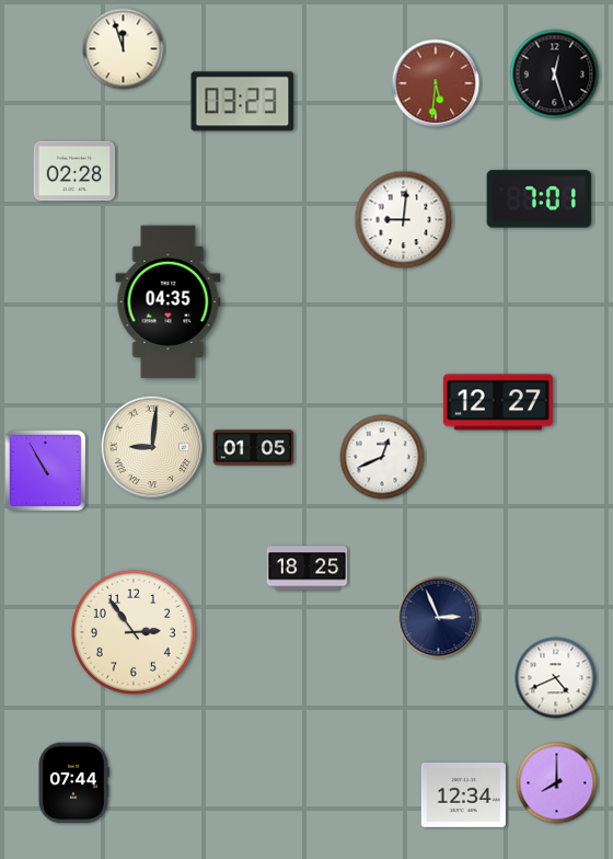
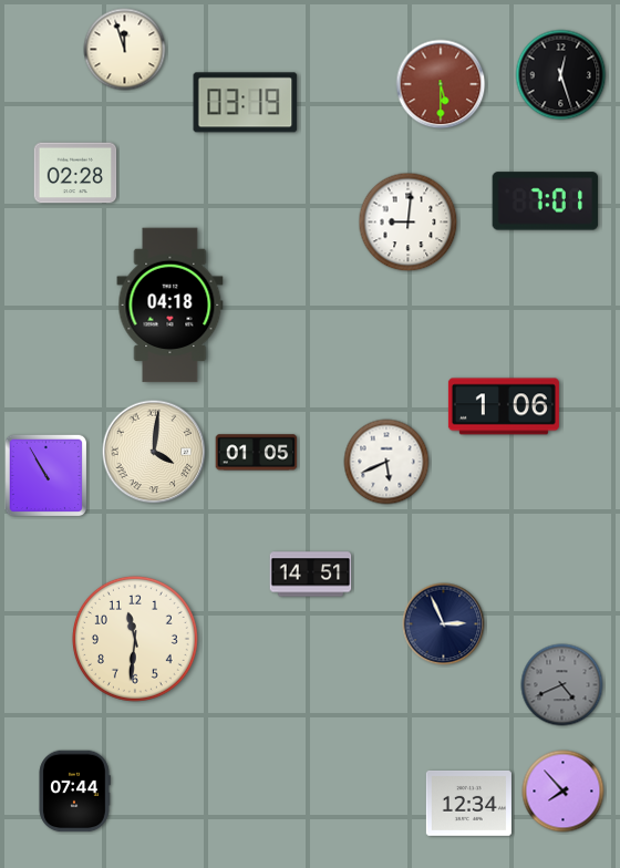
clock at (436, 83): 5:31 -> 5:30
clock at (243, 102): 03:23 -> 03:19
clock at (169, 302): 04:35 -> 04:18
clock at (498, 402): 12:27 -> 1:06
clock at (152, 447): 9:01 -> 4:01
clock at (382, 457): 12:41 -> 5:41
clock at (308, 569): 18:25 -> 14:51
clock at (134, 632): 2:54 -> 11:31
clock at (556, 678) dial: white -> grey
clock at (557, 783): 8:00 -> 7:53
